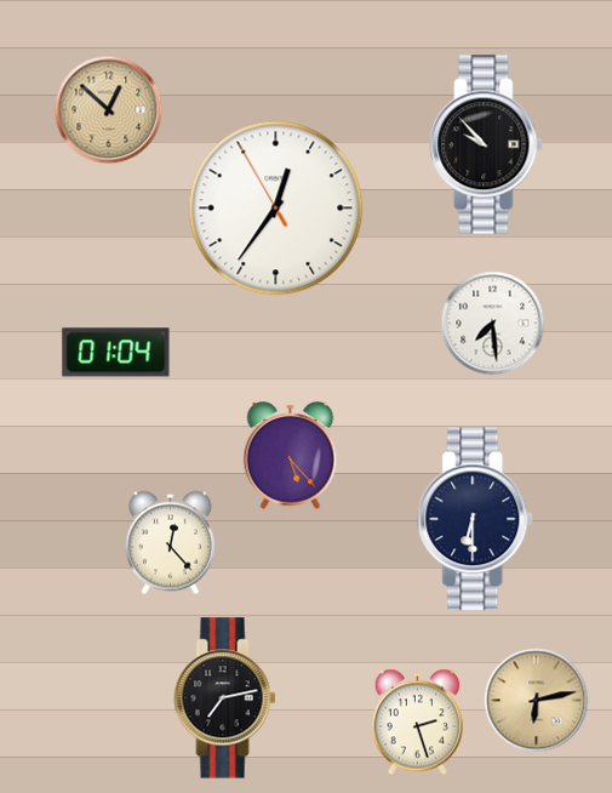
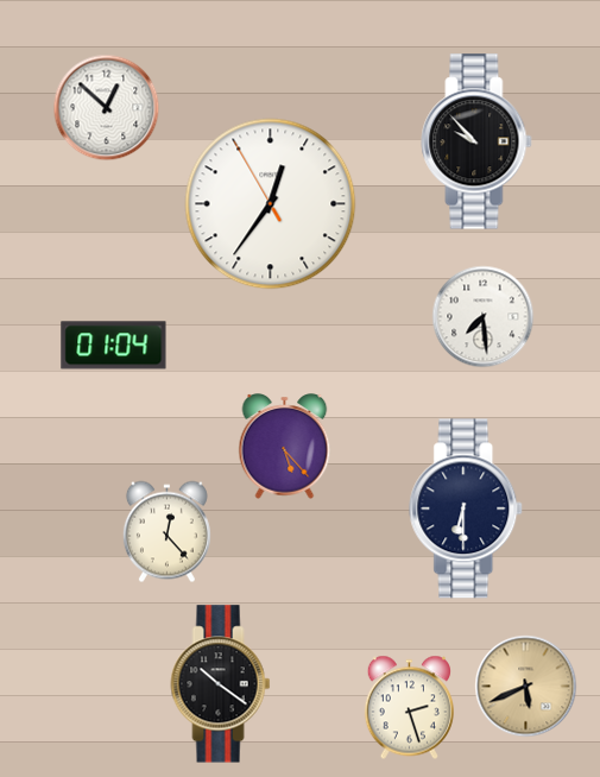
clock at (109, 110) dial: champagne -> white
clock at (225, 698): 7:13 -> 10:21
clock at (537, 701): 6:13 -> 5:41
